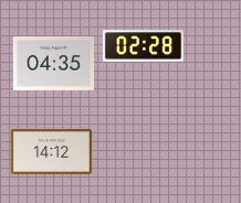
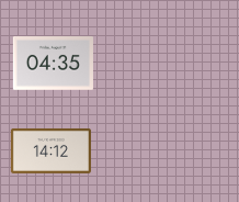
clock at (143, 46): 02:28 -> none
